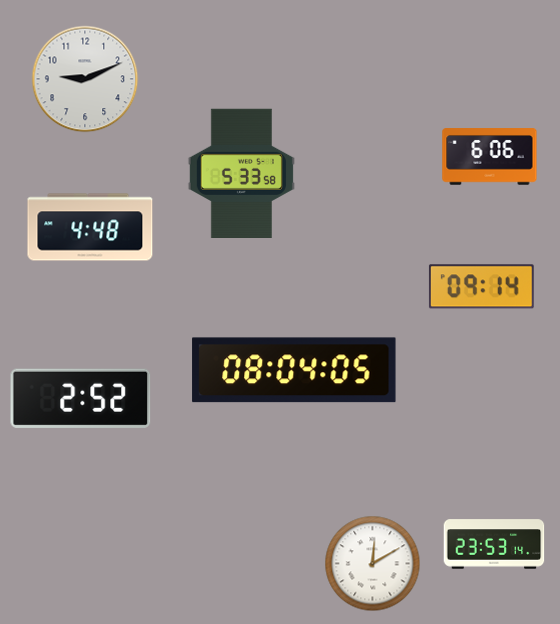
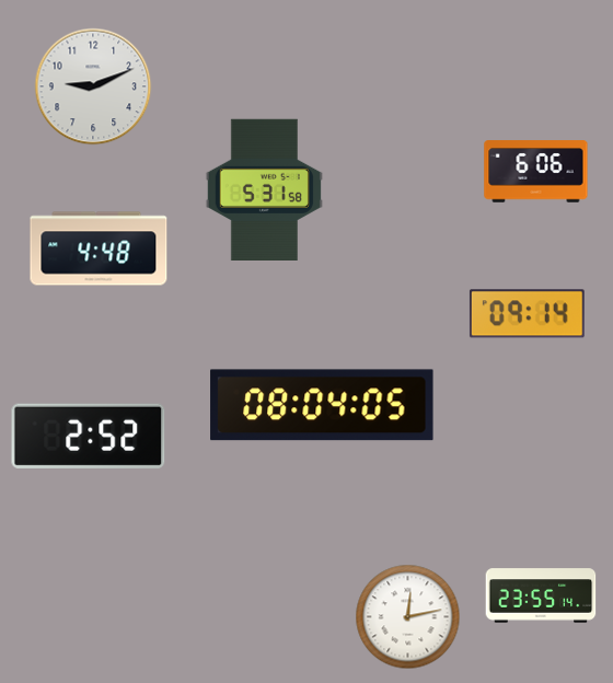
clock at (241, 173): 5:33 -> 5:31
clock at (494, 544): 23:53 -> 23:55
clock at (373, 564): 12:10 -> 12:13
